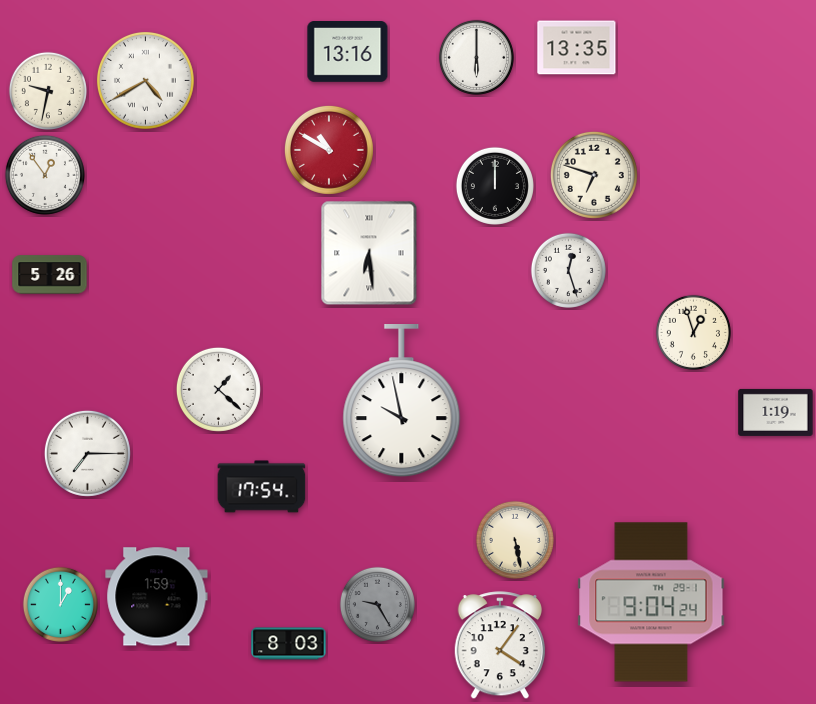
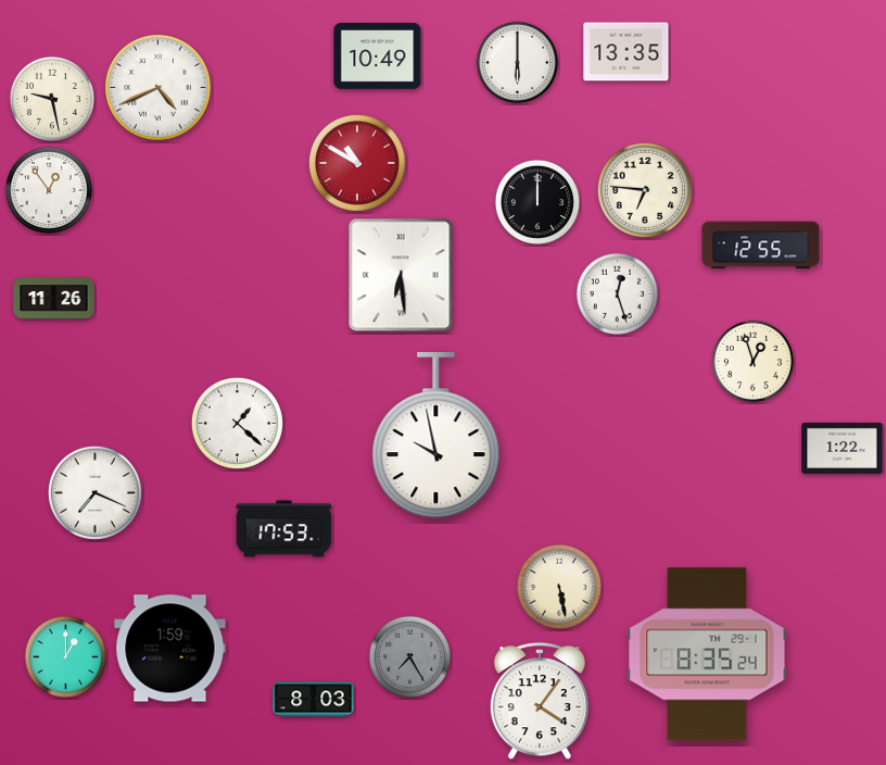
clock at (348, 52): 13:16 -> 10:49
clock at (145, 80): 4:40 -> 4:41
clock at (48, 91): 9:32 -> 9:28
clock at (594, 175): 6:48 -> 6:46
clock at (761, 246): none -> 12:55
clock at (50, 275): 5:26 -> 11:26
clock at (776, 412): 1:19 -> 1:22
clock at (87, 453): 7:15 -> 7:19
clock at (262, 487): 17:54 -> 17:53
clock at (651, 602): 9:04 -> 8:35
clock at (377, 604): 9:25 -> 7:25
clock at (499, 646) position: (499, 646) -> (539, 702)
